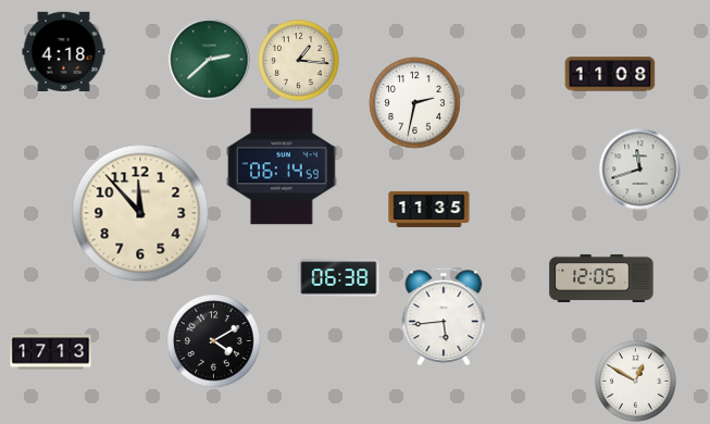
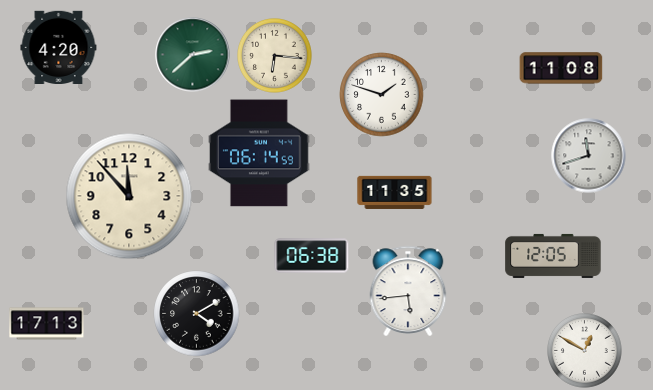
clock at (64, 51): 4:18 -> 4:20
clock at (299, 61): 1:16 -> 6:16
clock at (415, 103): 2:32 -> 1:48
